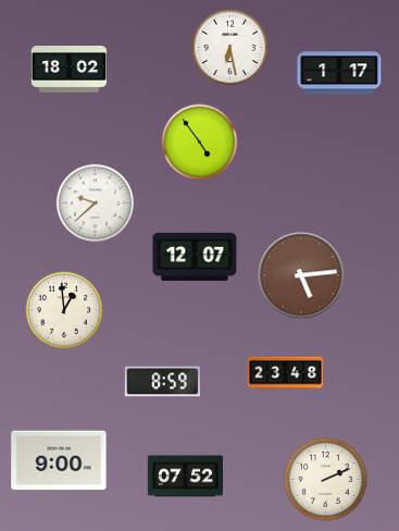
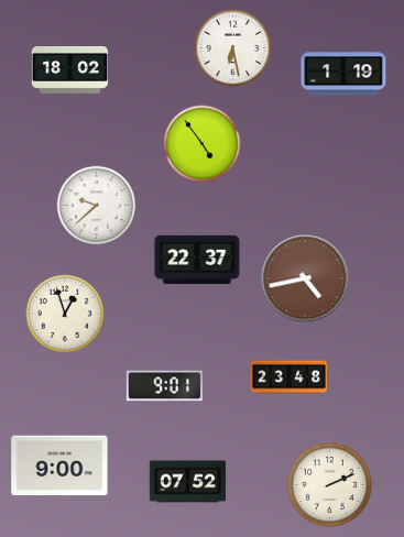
clock at (339, 73): 1:17 -> 1:19
clock at (195, 257): 12:07 -> 22:37
clock at (301, 275): 5:14 -> 4:43
clock at (64, 310): 12:59 -> 12:57
clock at (162, 382): 8:59 -> 9:01
